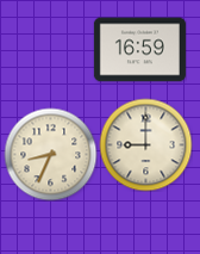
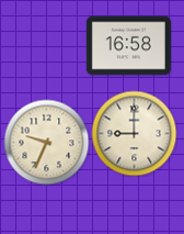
clock at (139, 50): 16:59 -> 16:58
clock at (50, 154): 8:34 -> 9:34
